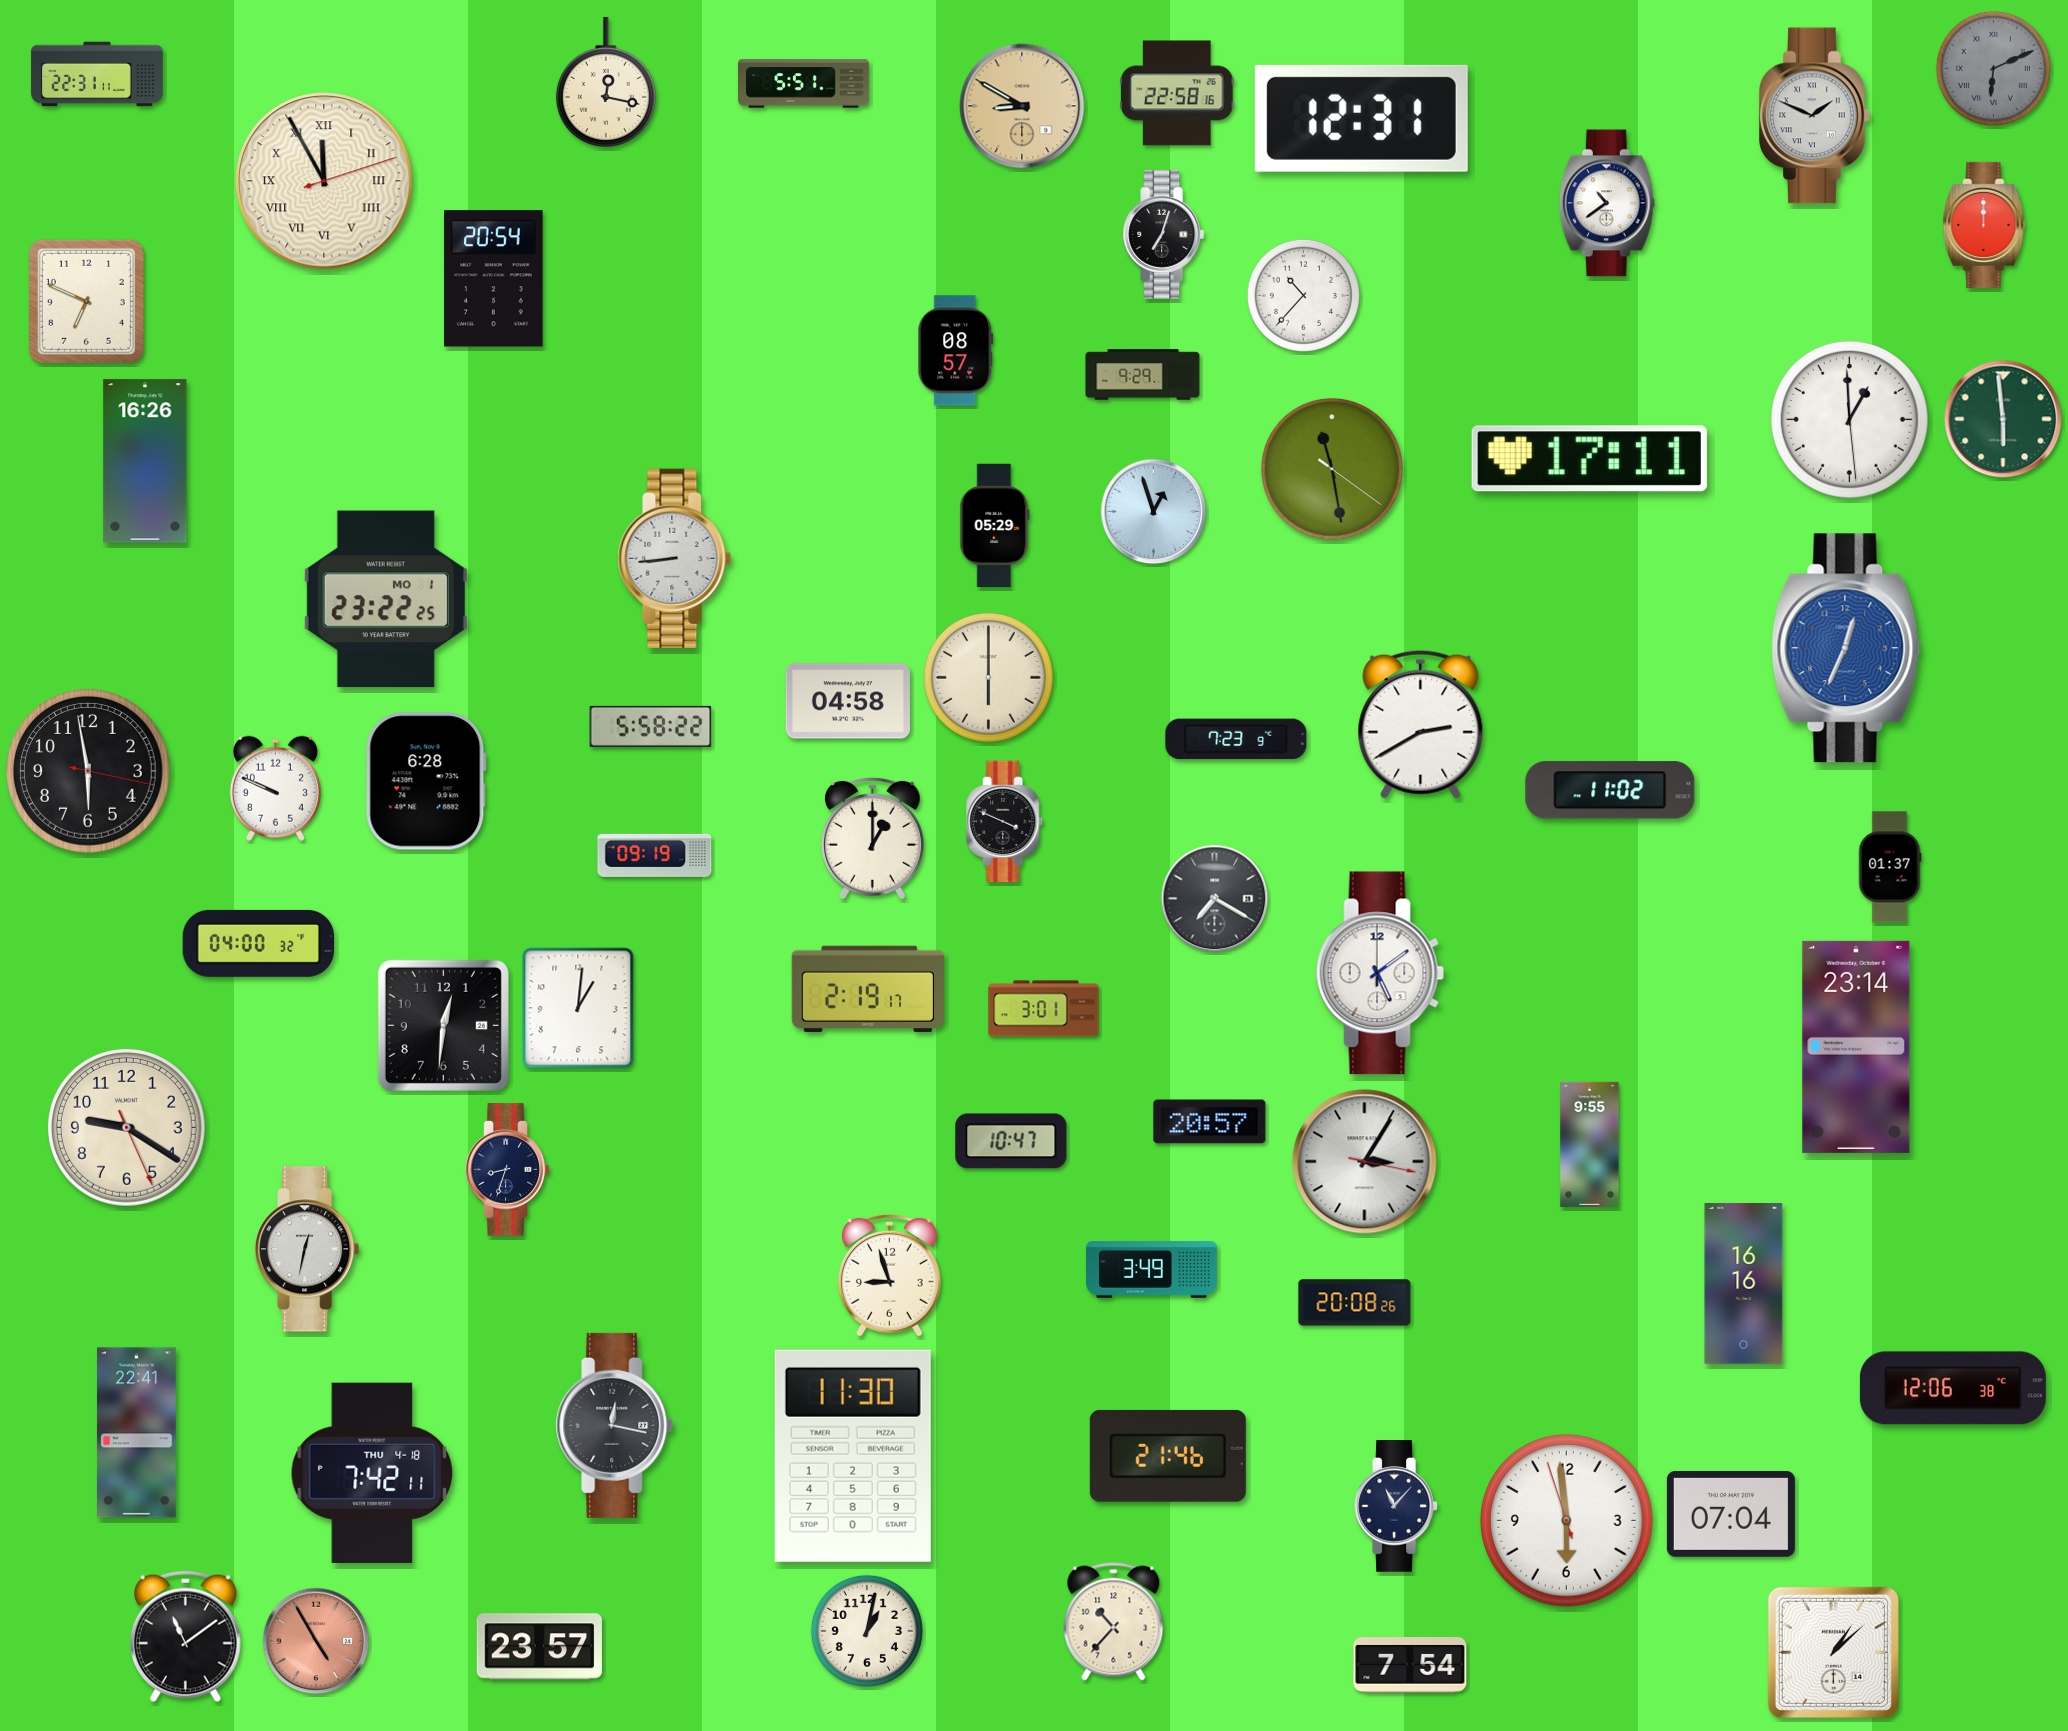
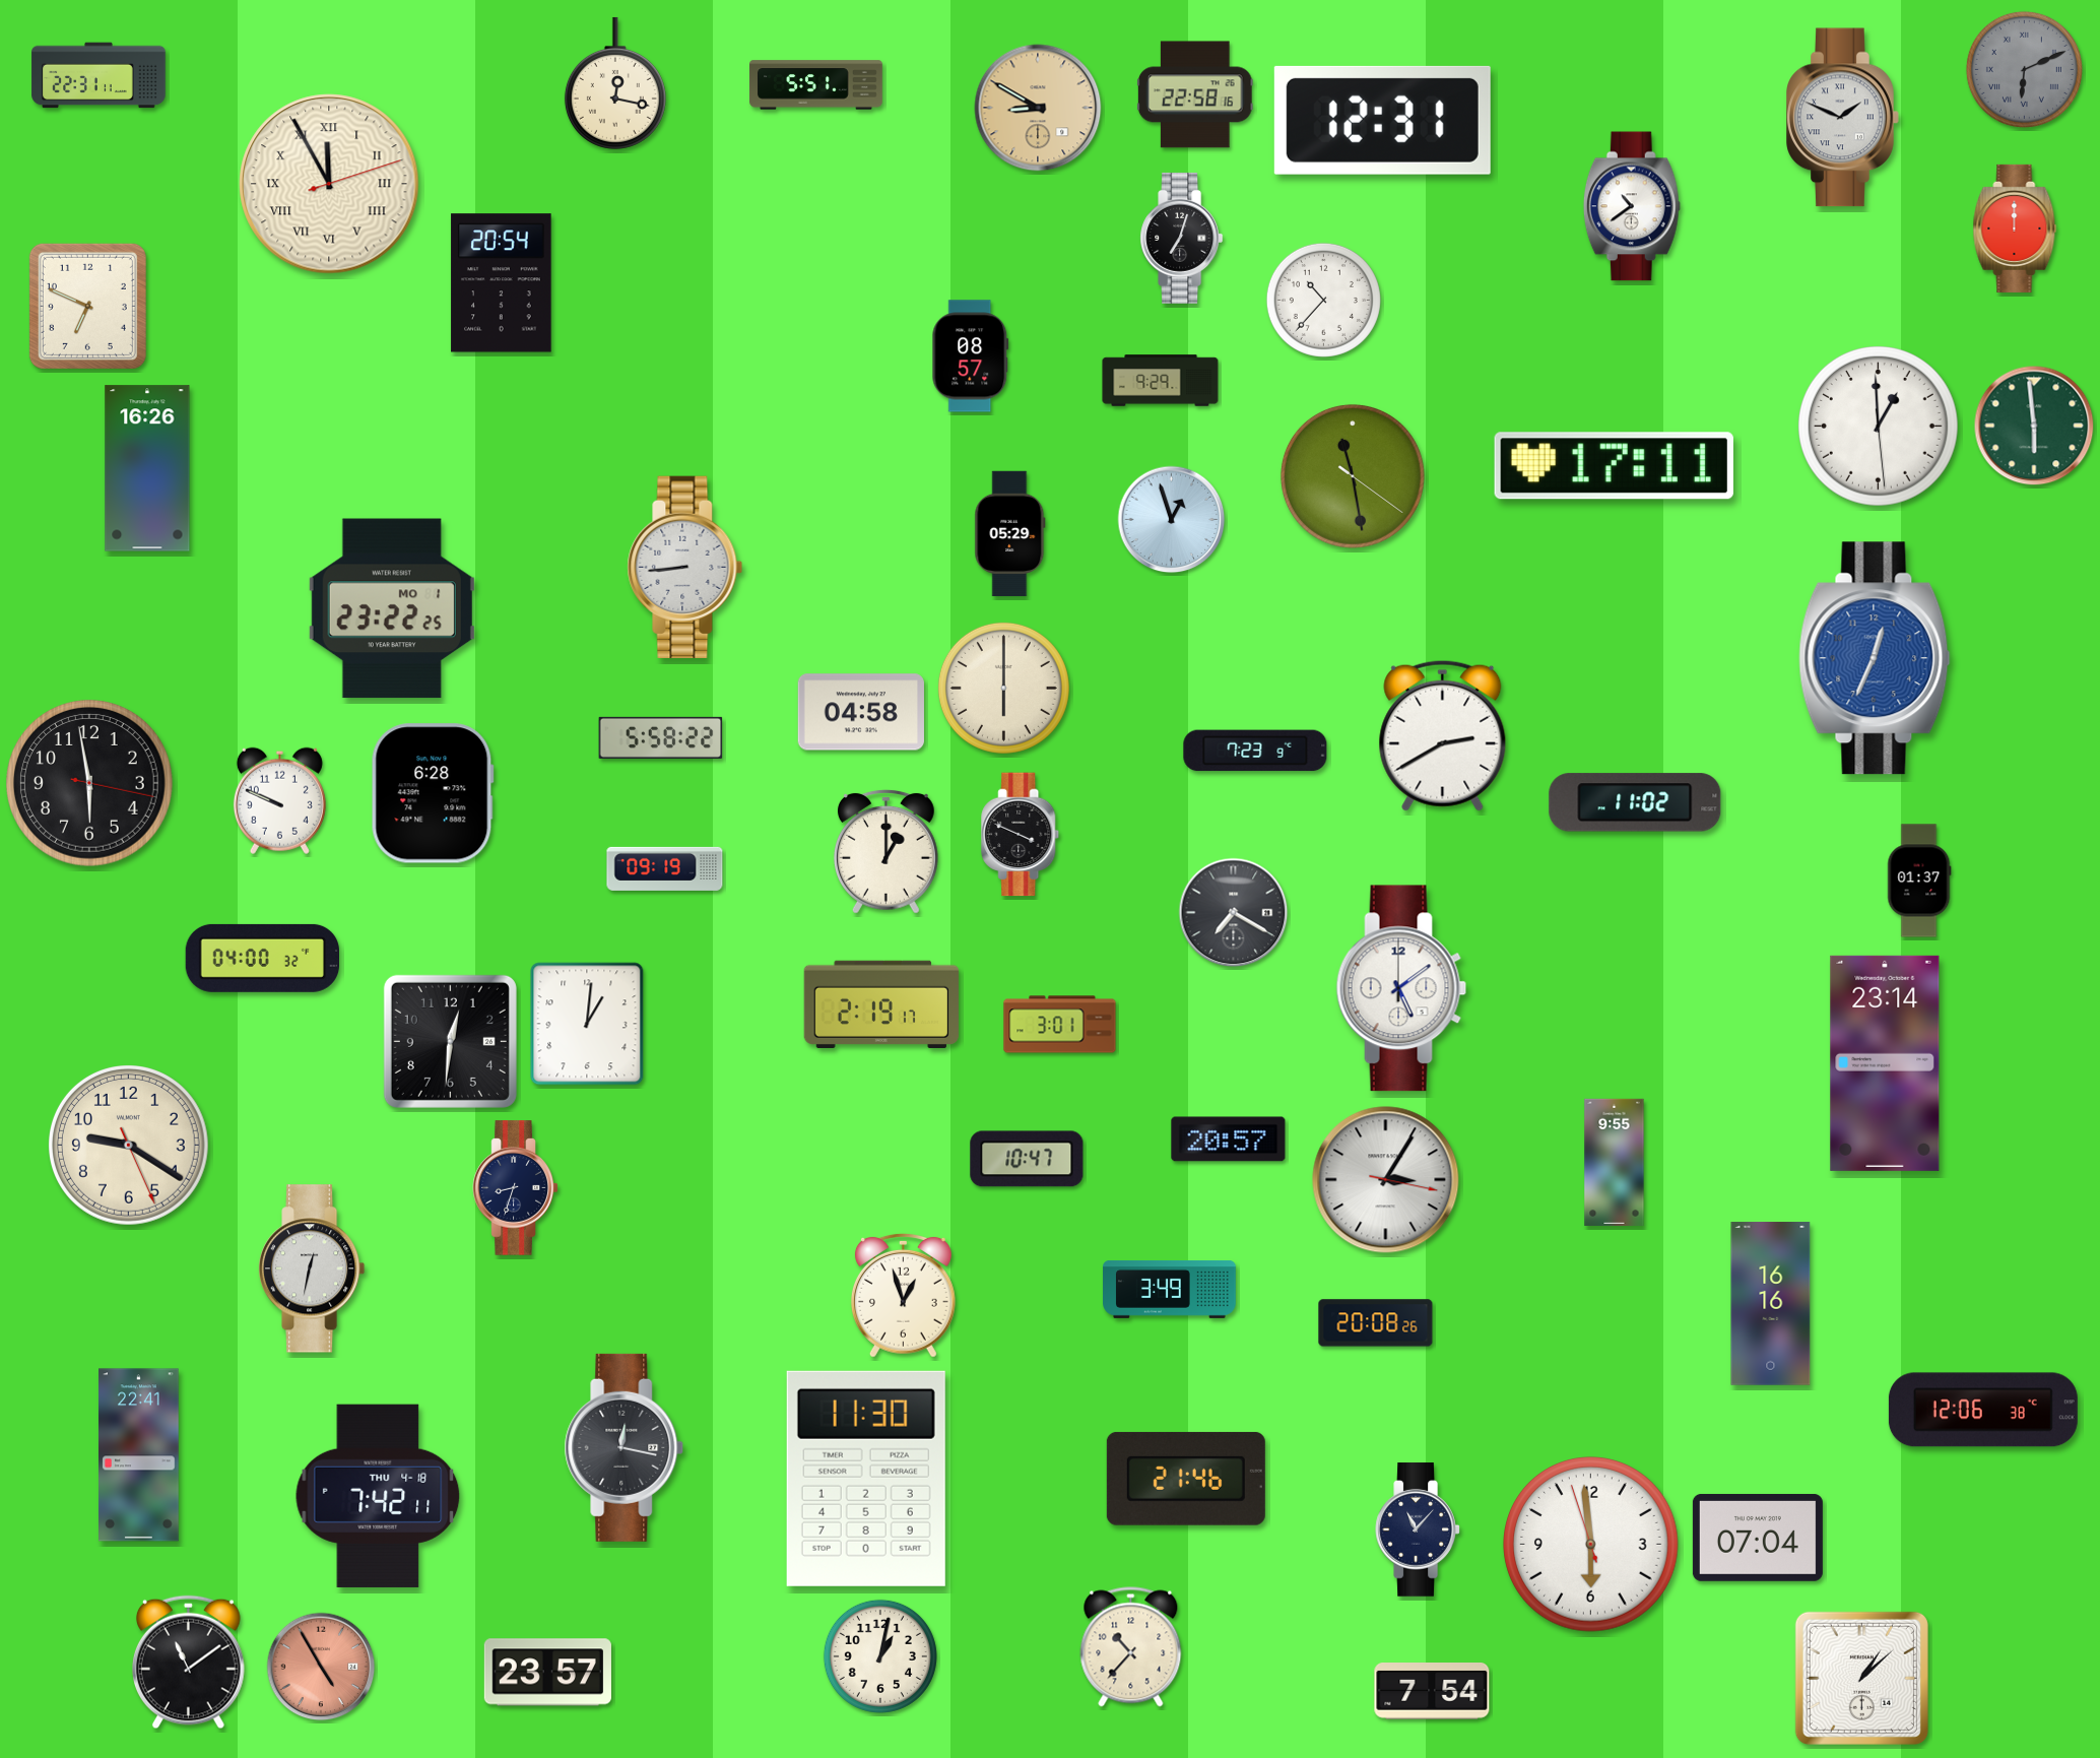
clock at (889, 1275): 8:57 -> 12:57
